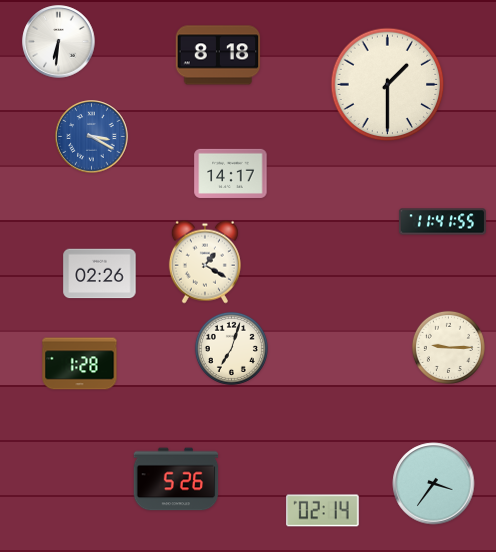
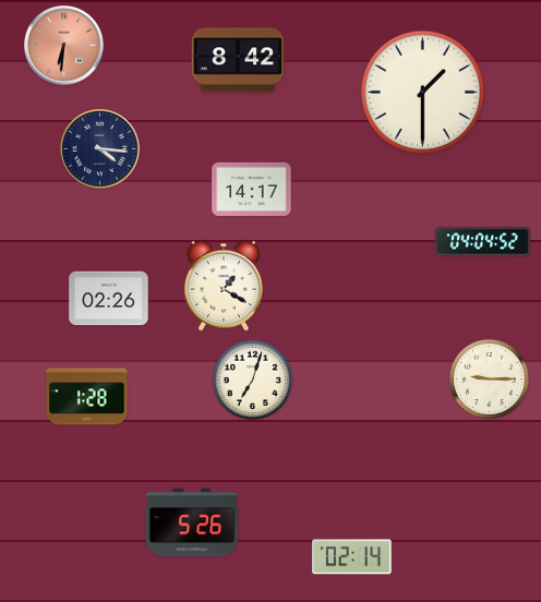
clock at (59, 42) dial: white -> salmon
clock at (218, 55): 8:18 -> 8:42
clock at (92, 137): 3:20 -> 4:16
clock at (92, 137) dial: blue -> navy
clock at (442, 222): 11:41 -> 04:04
clock at (434, 484): 3:36 -> none
